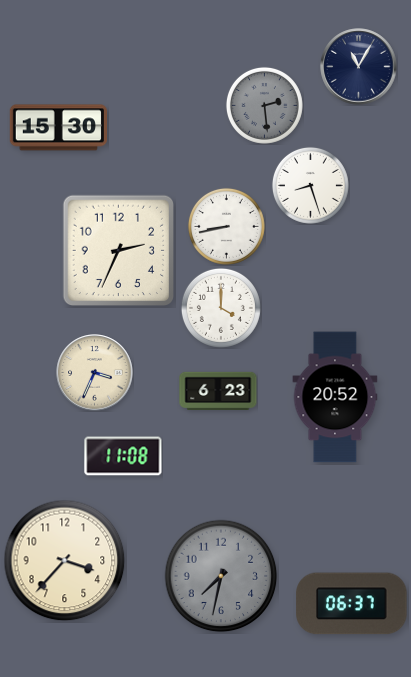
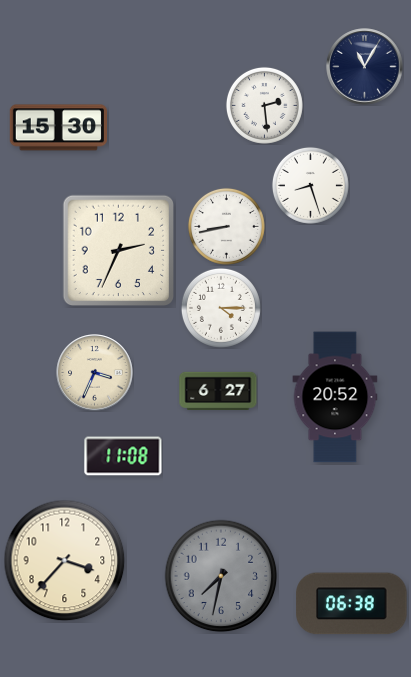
clock at (359, 67) position: (359, 67) -> (365, 67)
clock at (264, 105) dial: grey -> white
clock at (221, 308): 4:00 -> 4:15
clock at (218, 390): 6:23 -> 6:27
clock at (352, 604): 06:37 -> 06:38
